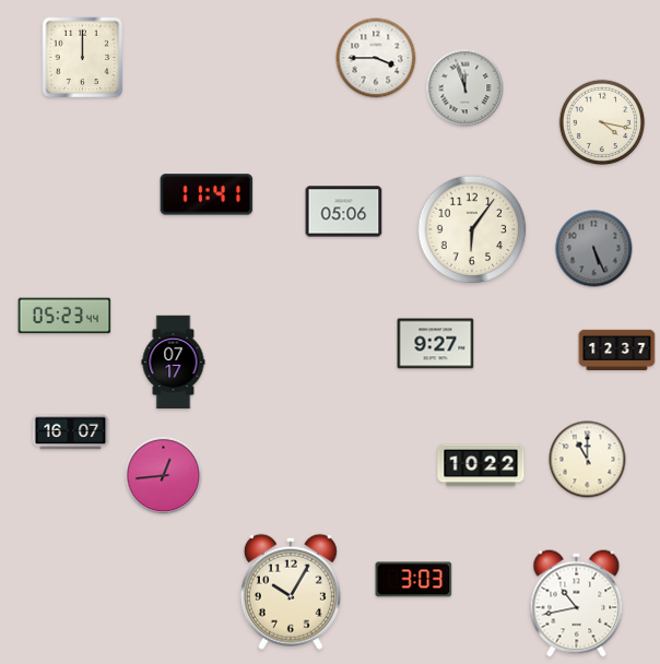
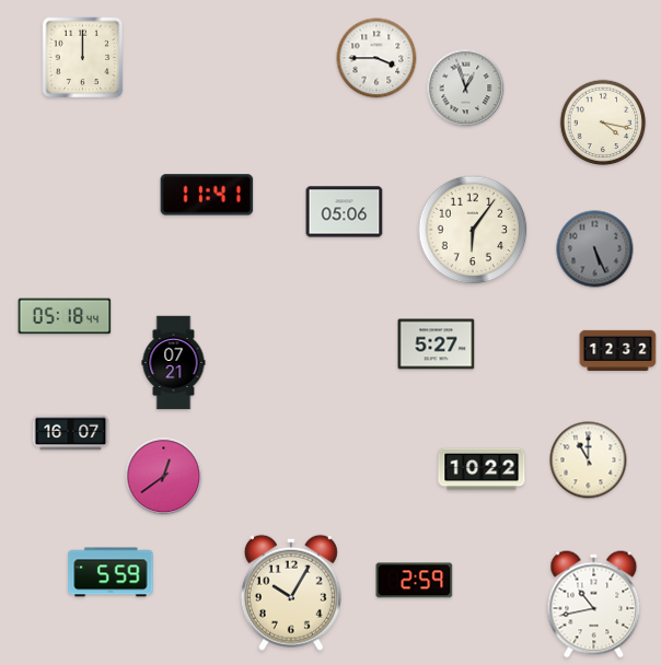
clock at (465, 88): 11:57 -> 12:57
clock at (64, 316): 05:23 -> 05:18
clock at (436, 344): 9:27 -> 5:27
clock at (617, 349): 12:37 -> 12:32
clock at (174, 363): 07:17 -> 07:21
clock at (481, 465) position: (481, 465) -> (482, 469)
clock at (164, 476): 12:44 -> 12:39
clock at (111, 572): none -> 5:59
clock at (414, 580): 3:03 -> 2:59
clock at (577, 604) position: (577, 604) -> (594, 605)
